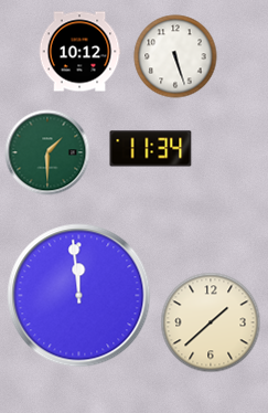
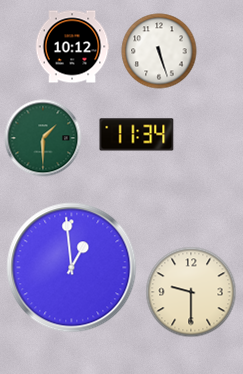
clock at (79, 296): 11:59 -> 12:59
clock at (211, 322): 1:38 -> 9:30
